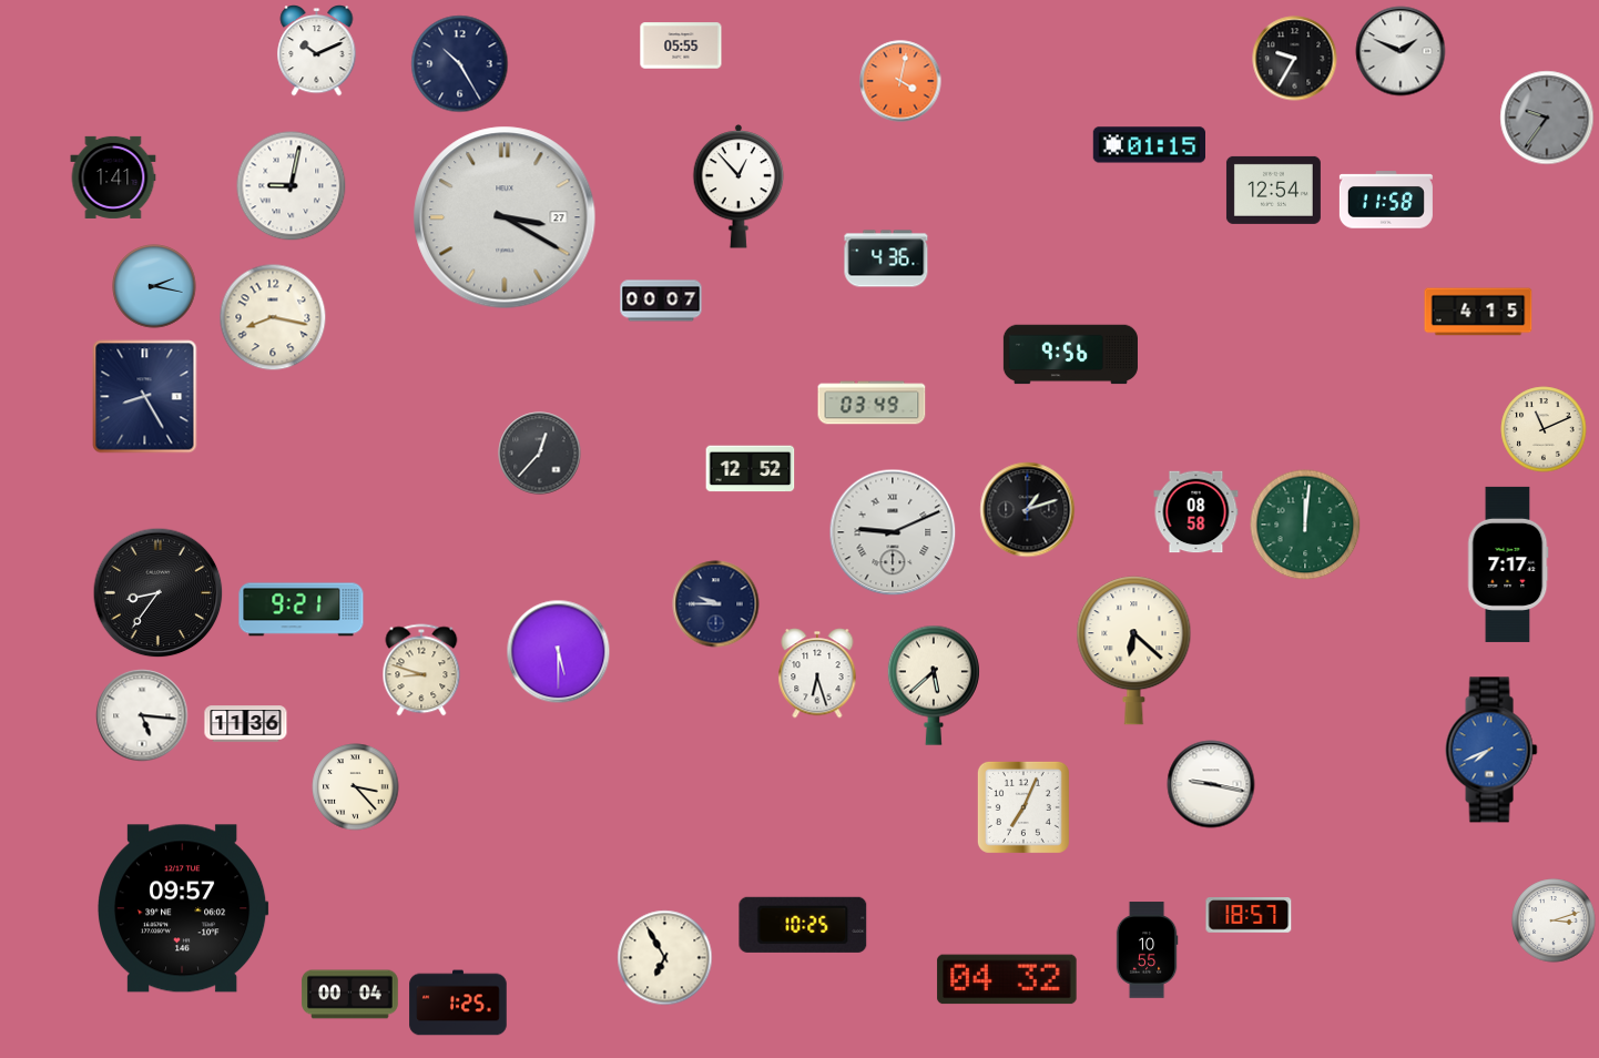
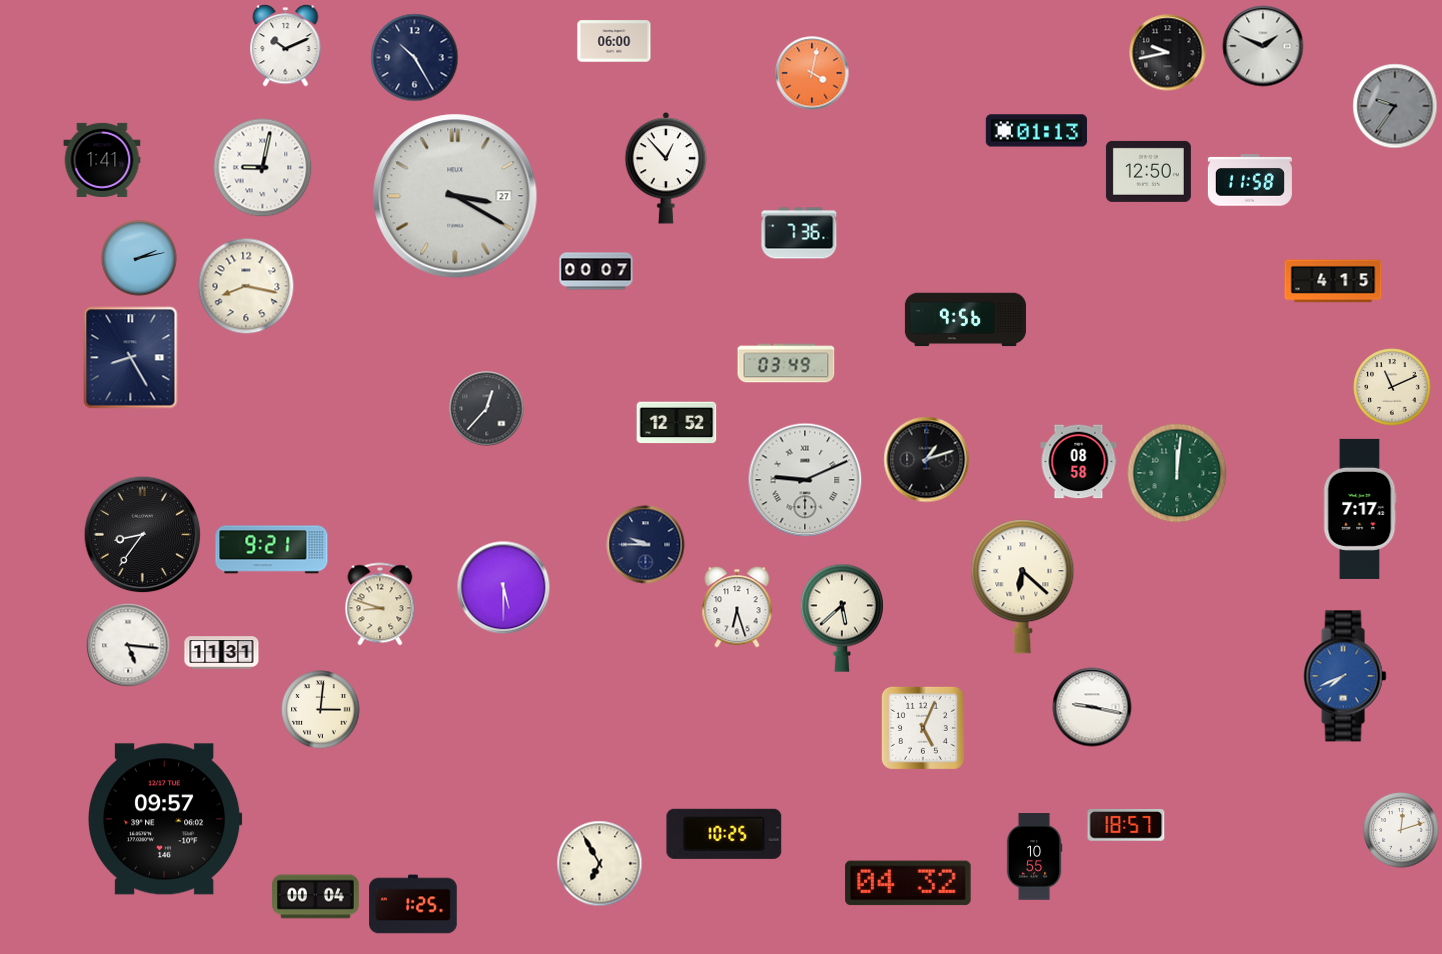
clock at (681, 45): 05:55 -> 06:00
clock at (1295, 59): 9:35 -> 9:43
clock at (1149, 145): 01:15 -> 01:13
clock at (1273, 190): 12:54 -> 12:50
clock at (886, 258): 4:36 -> 7:36
clock at (154, 286): 2:17 -> 2:13
clock at (246, 724): 11:36 -> 11:31
clock at (356, 787): 3:23 -> 3:01
clock at (1023, 807): 7:04 -> 5:04
clock at (1554, 920): 3:12 -> 12:12
